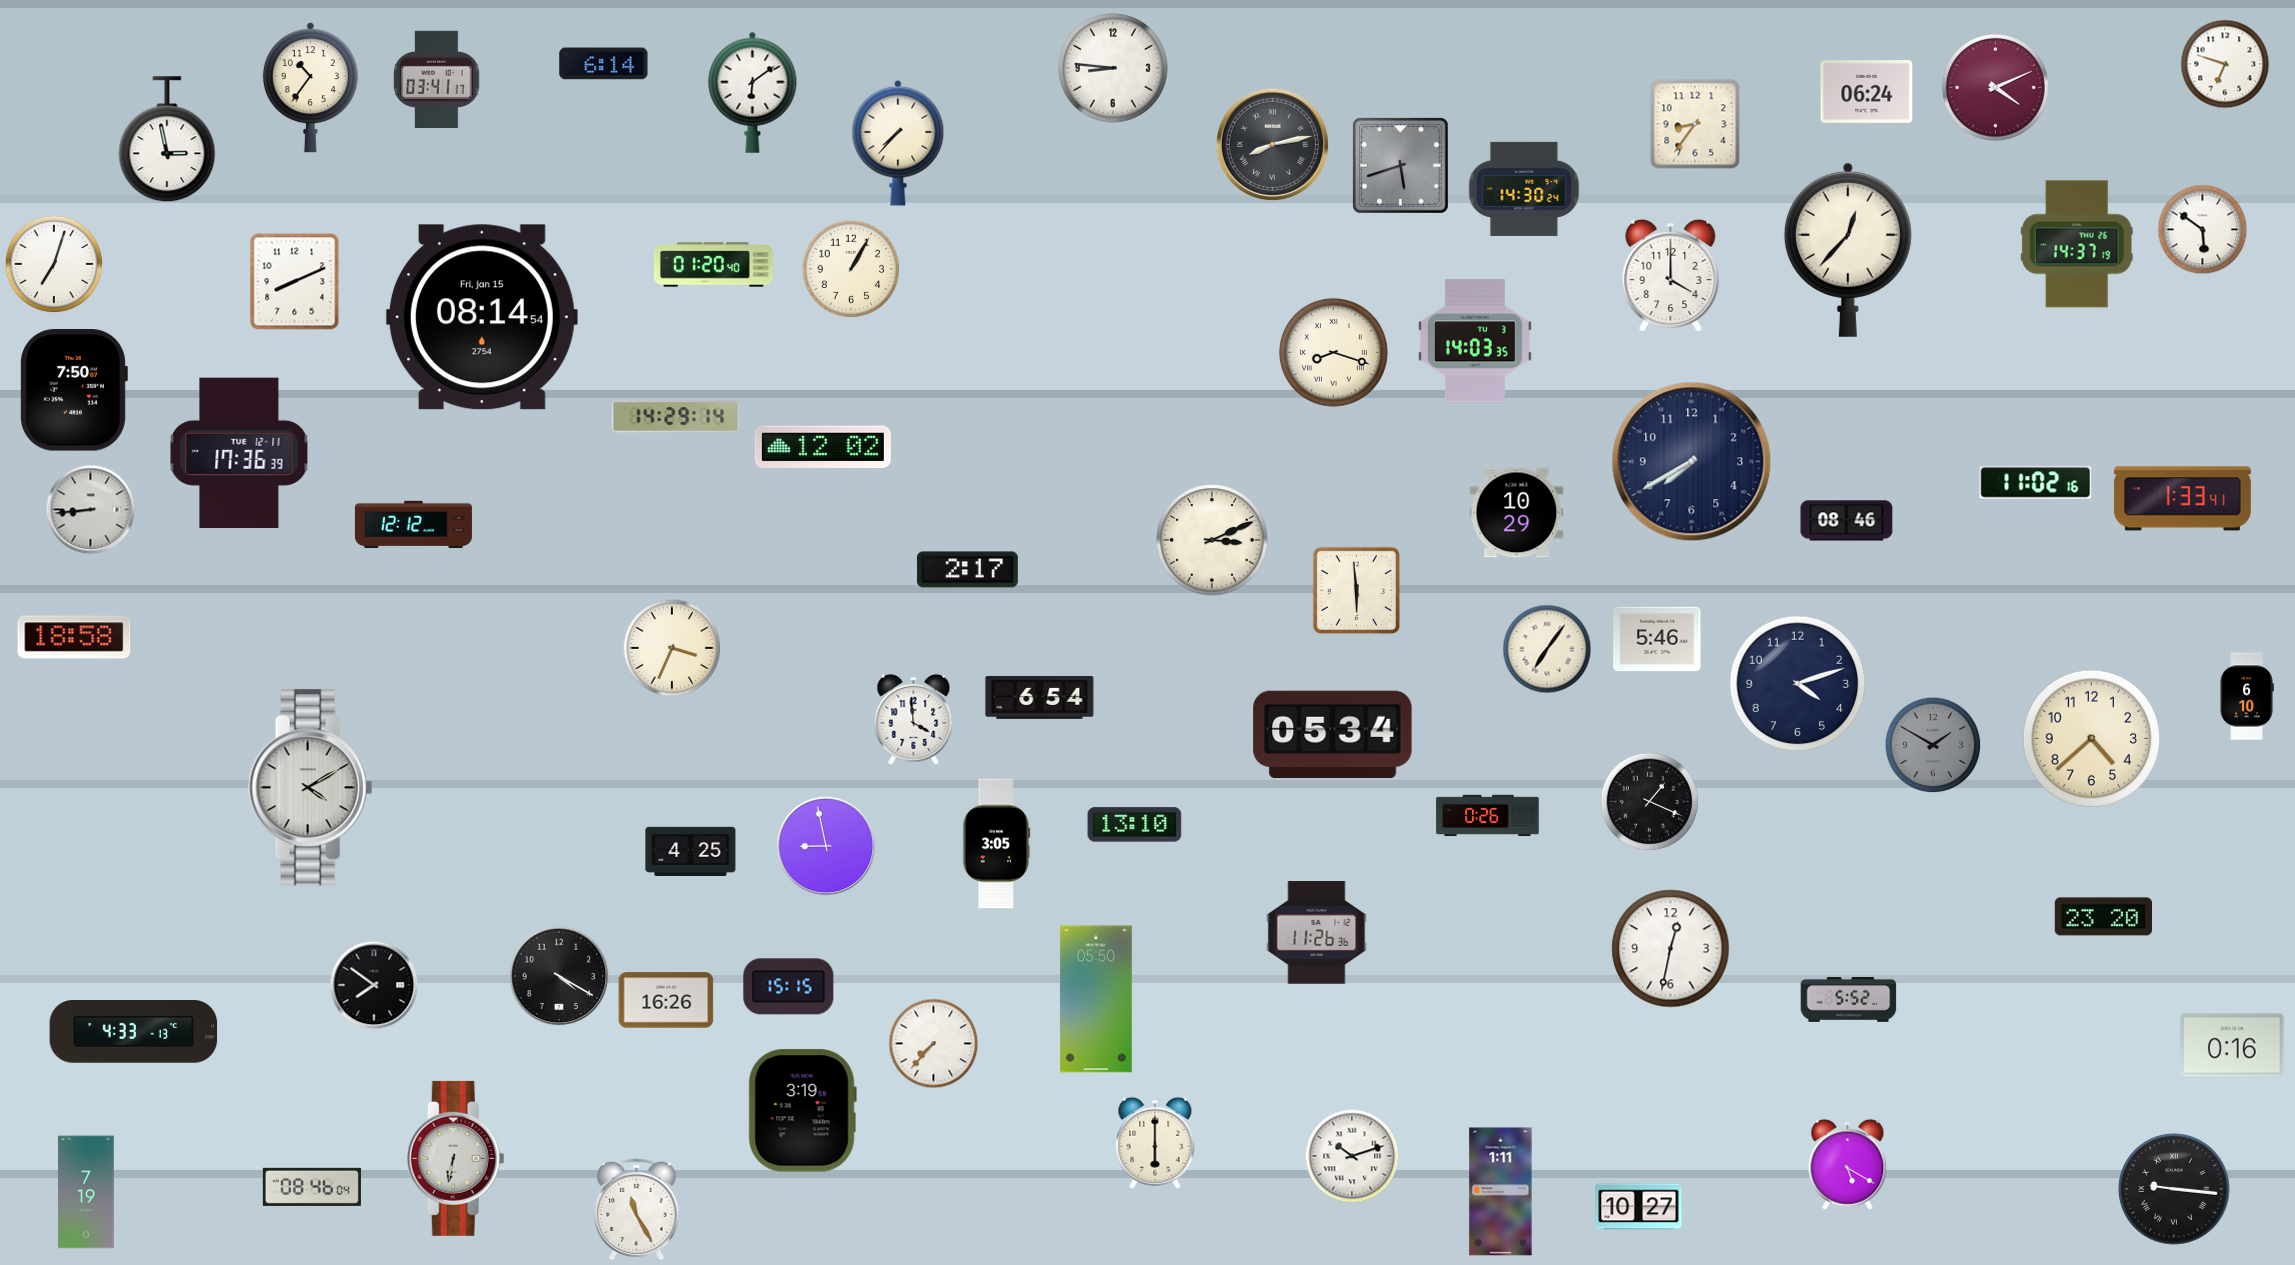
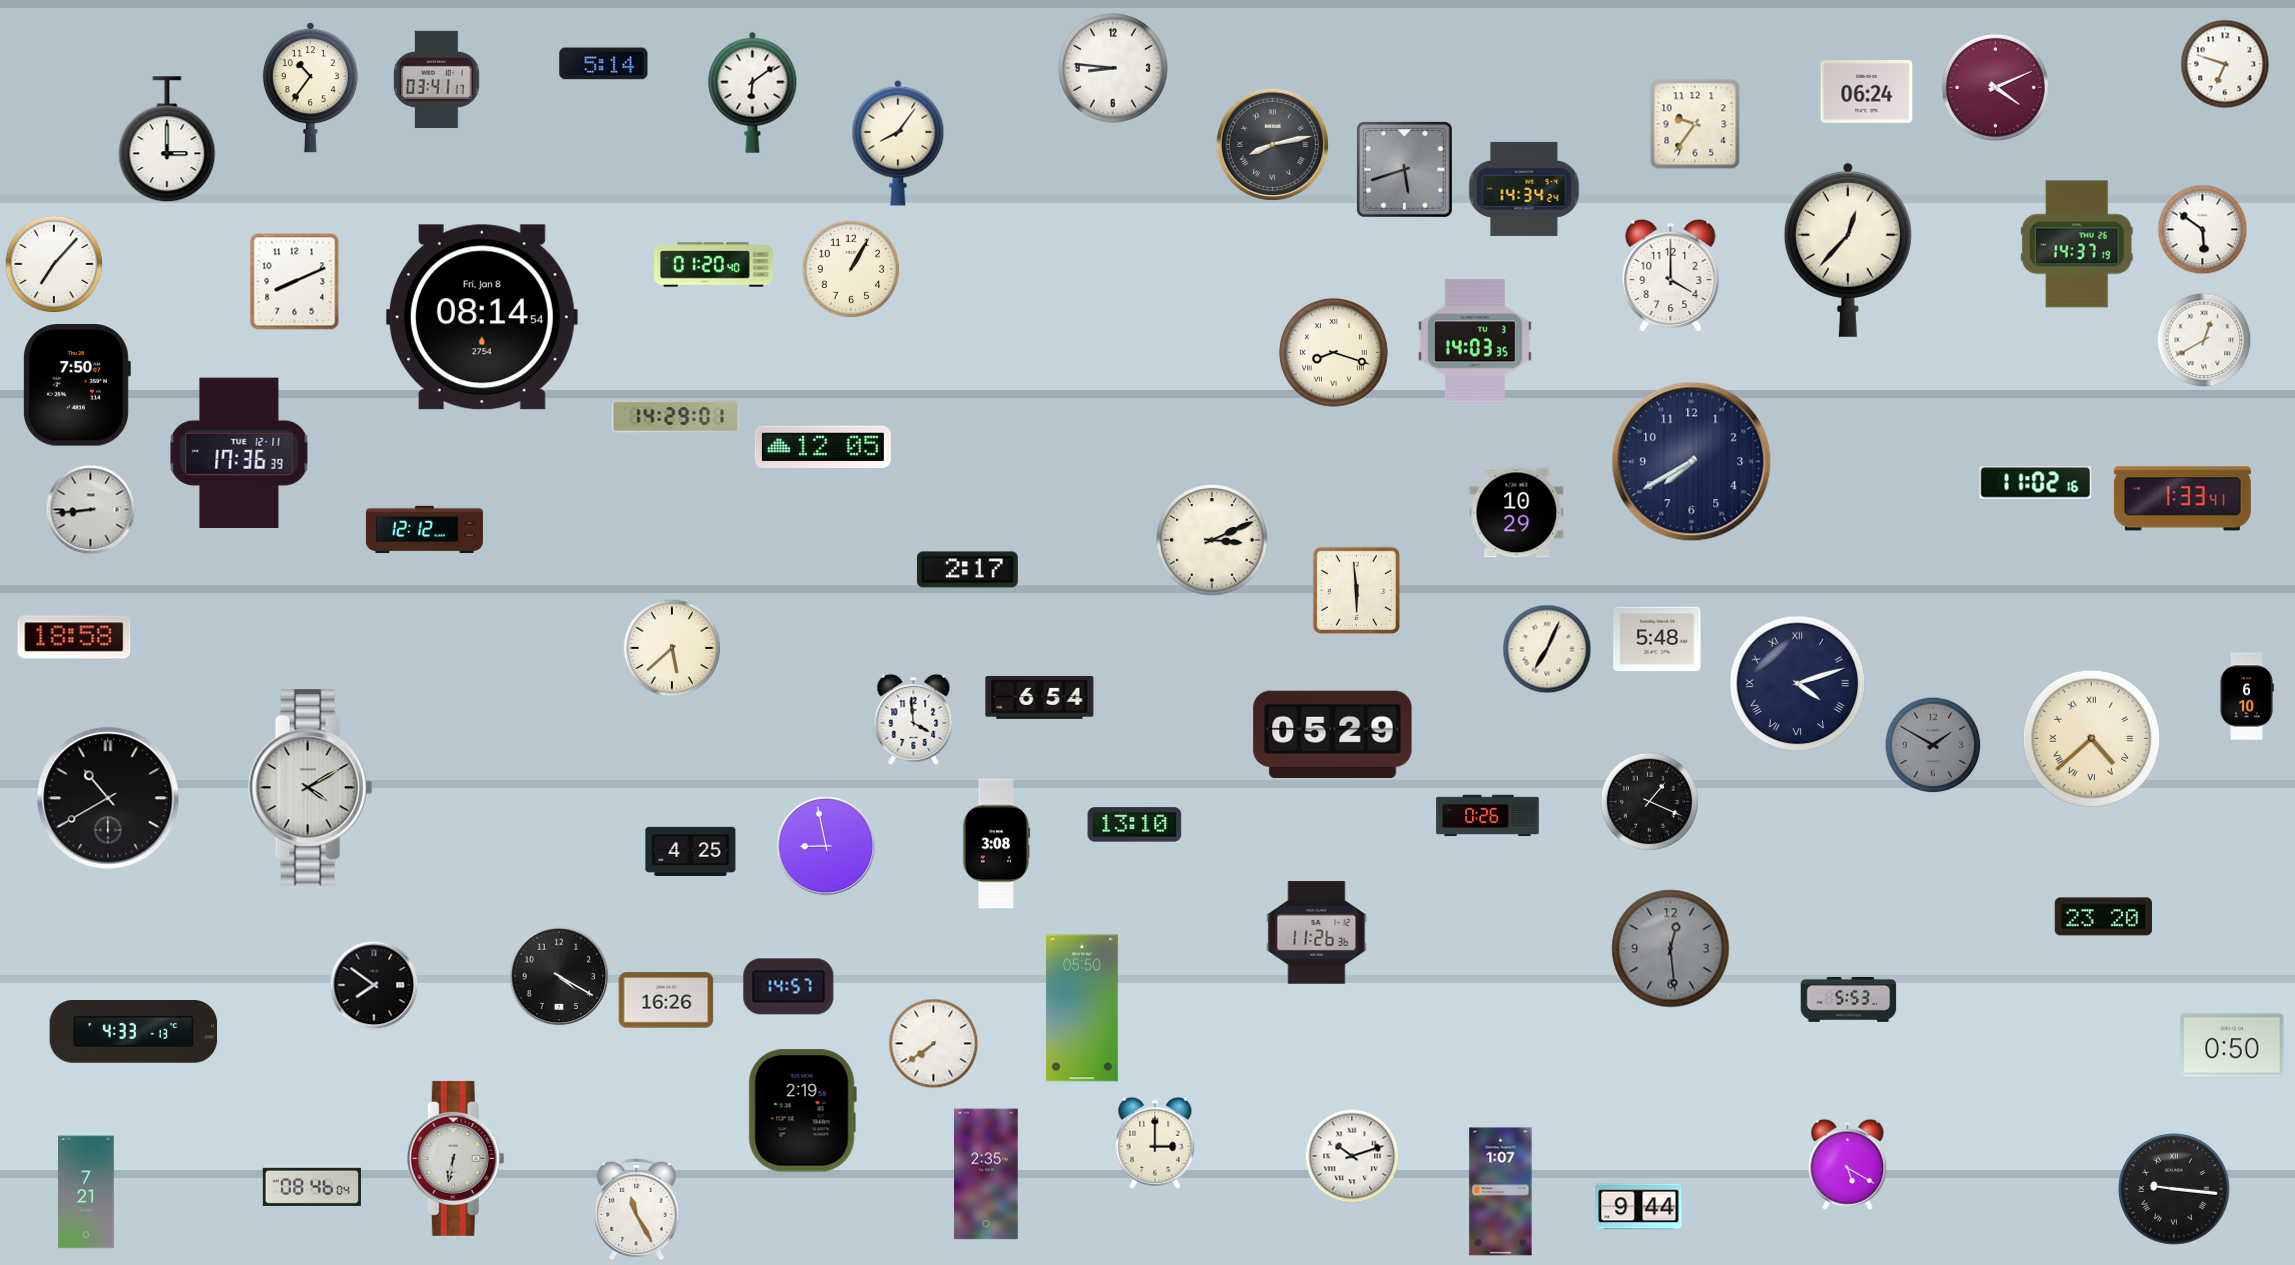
clock at (604, 64): 6:14 -> 5:14
clock at (1695, 124): 8:36 -> 9:36
clock at (167, 140): 2:58 -> 3:00
clock at (898, 143): 7:37 -> 8:06
clock at (1401, 166) position: (1401, 166) -> (1405, 170)
clock at (1524, 189): 14:30 -> 14:34
clock at (54, 264): 7:03 -> 7:07
clock at (482, 317) date: Fri, Jan 15 -> Fri, Jan 8
clock at (2204, 340): none -> 12:40
clock at (74, 390) position: (74, 390) -> (77, 385)
clock at (676, 417): 14:29:14 -> 14:29:01
clock at (823, 446): 12:02 -> 12:05
clock at (1847, 521): 08:46 -> none
clock at (413, 525) position: (413, 525) -> (424, 530)
clock at (1657, 639): 5:46 -> 5:48
clock at (672, 648): 3:34 -> 5:38
clock at (1547, 649): 7:06 -> 7:04
clock at (1798, 684) numerals: Arabic -> Roman
clock at (1333, 735): 05:34 -> 05:29
clock at (2092, 739) numerals: Arabic -> Roman
clock at (108, 798): none -> 10:40
clock at (996, 844): 3:05 -> 3:08
clock at (1671, 949): 12:32 -> 12:29
clock at (1671, 949) dial: white -> grey
clock at (789, 987): 15:15 -> 14:57
clock at (1096, 999) position: (1096, 999) -> (1082, 1008)
clock at (1849, 1000): 5:52 -> 5:53
clock at (934, 1044): 7:37 -> 7:39
clock at (2232, 1045): 0:16 -> 0:50
clock at (802, 1111): 3:19 -> 2:19
clock at (1155, 1143): 6:00 -> 3:00
clock at (986, 1174): none -> 2:35
clock at (86, 1192): 7:19 -> 7:21
clock at (1501, 1192): 1:11 -> 1:07
clock at (1639, 1207): 10:27 -> 9:44
